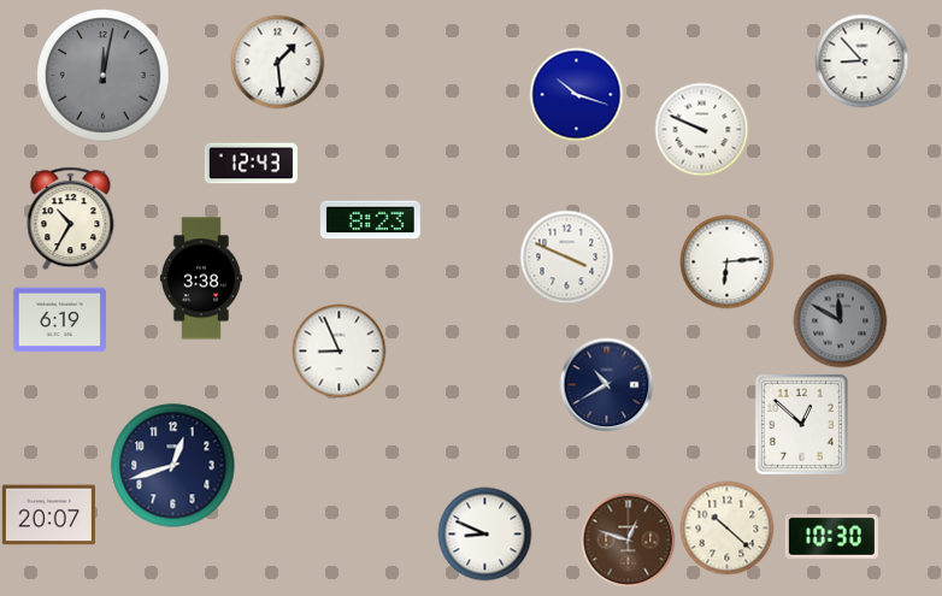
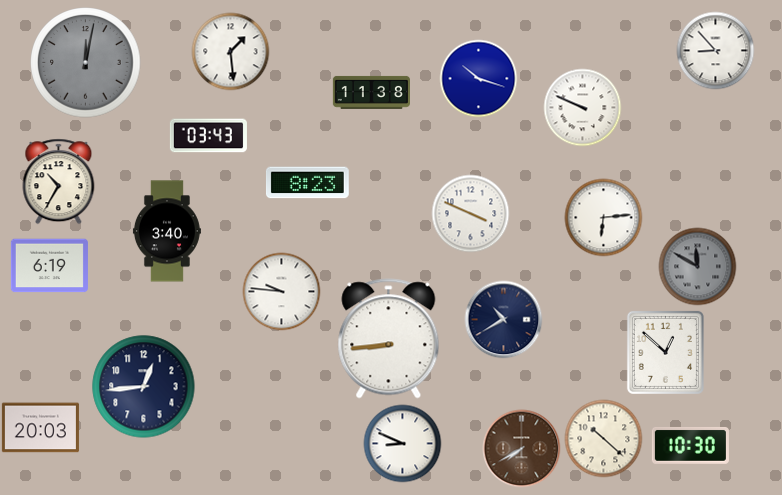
clock at (371, 92): none -> 11:38
clock at (251, 164): 12:43 -> 03:43
clock at (201, 278): 3:38 -> 3:40
clock at (338, 350): 8:56 -> 9:46
clock at (389, 339): none -> 8:44
clock at (173, 466): 12:42 -> 12:44
clock at (48, 515): 20:07 -> 20:03
clock at (628, 539): 12:48 -> 7:40
